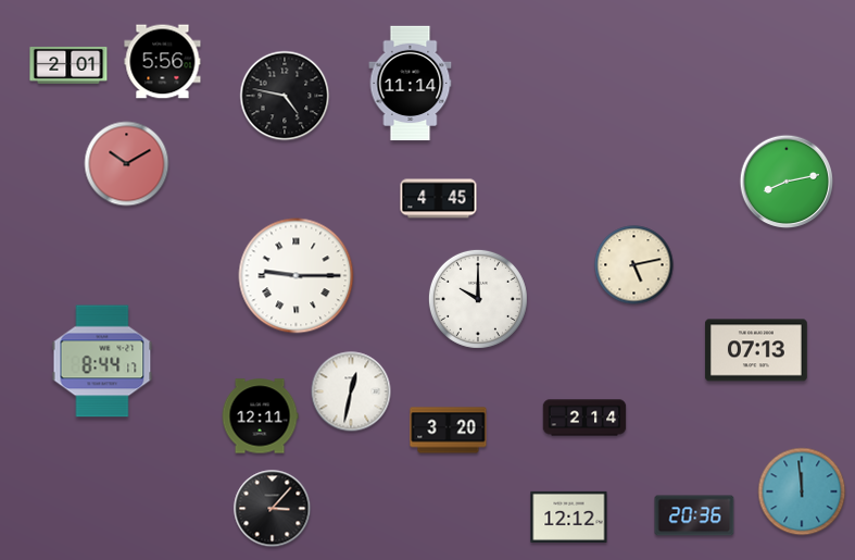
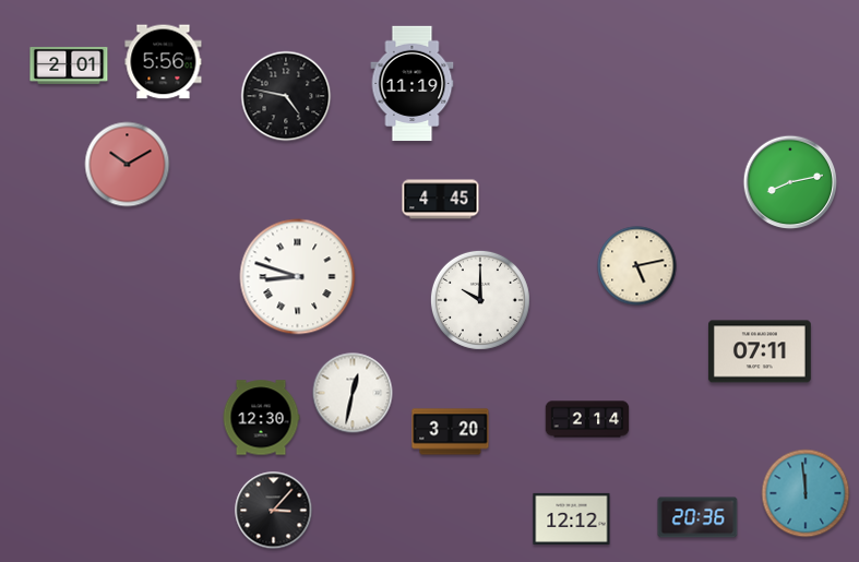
clock at (411, 84): 11:14 -> 11:19
clock at (297, 276): 9:15 -> 8:48
clock at (756, 350): 07:13 -> 07:11
clock at (102, 361): 8:44 -> none
clock at (260, 416): 12:11 -> 12:30
